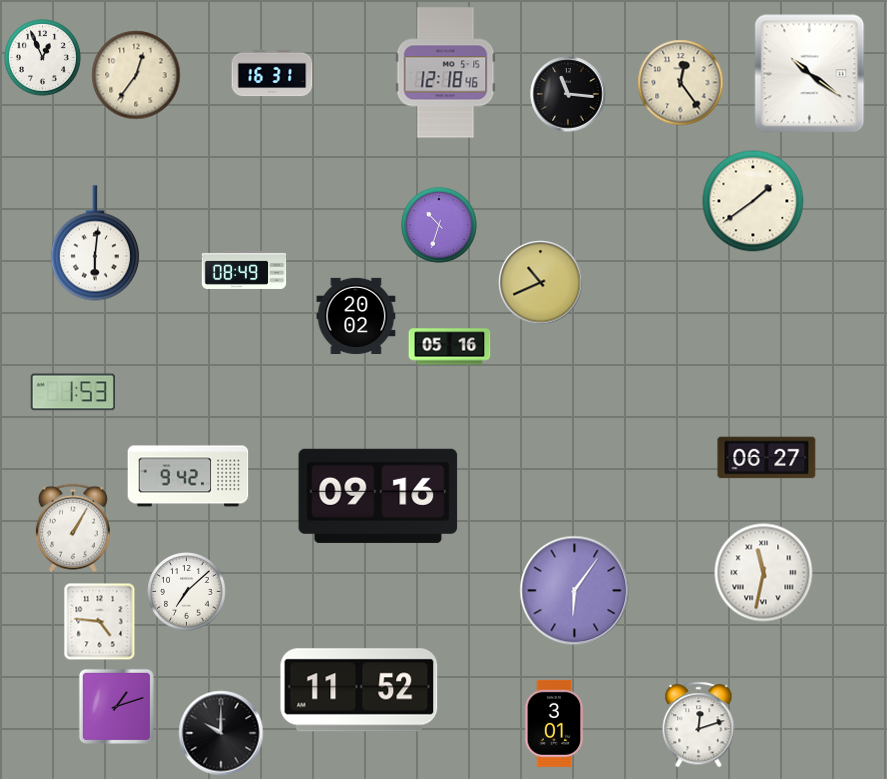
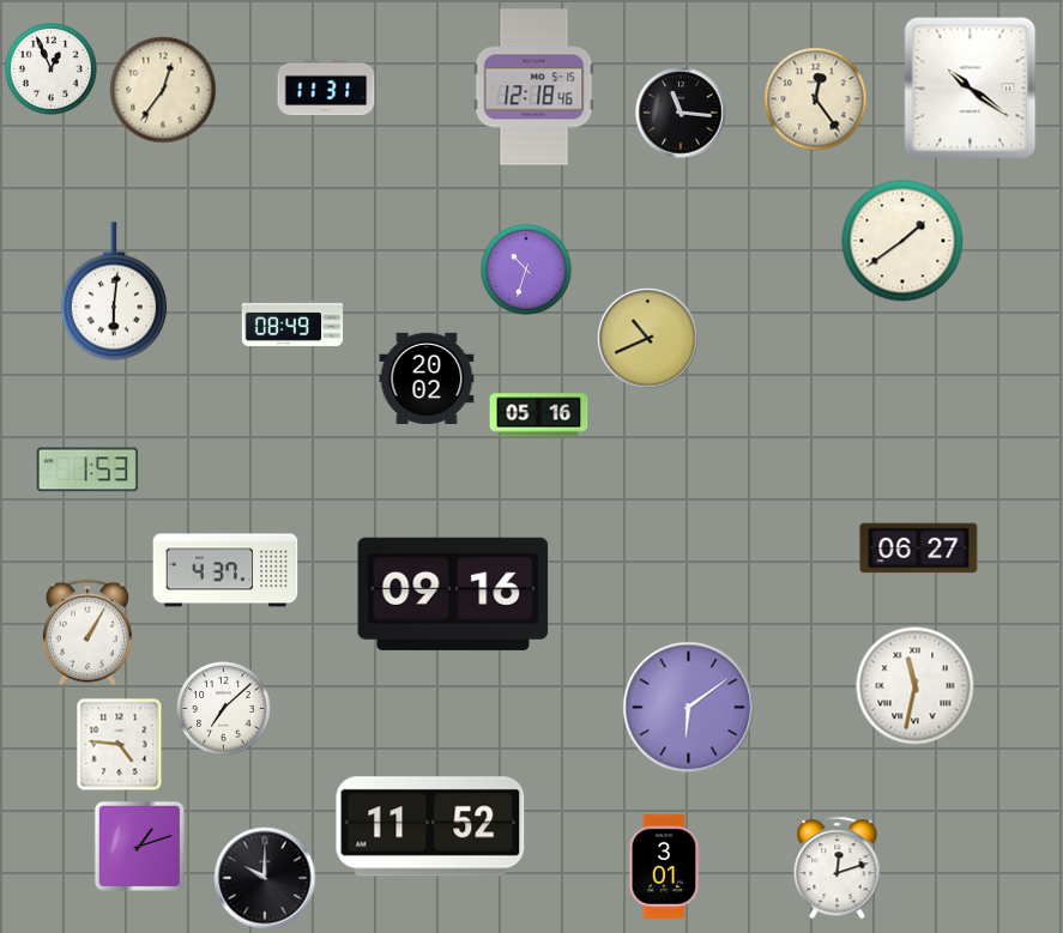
clock at (272, 73): 16:31 -> 11:31
clock at (188, 476): 9:42 -> 4:37
clock at (575, 591): 6:06 -> 6:09
